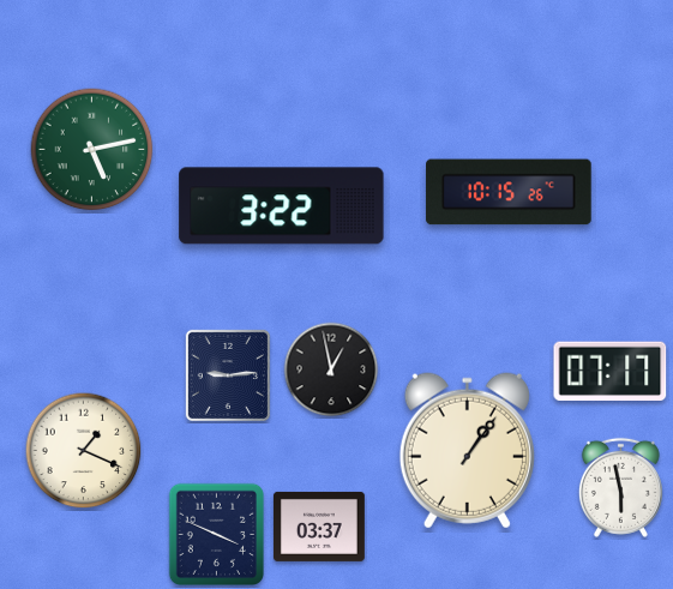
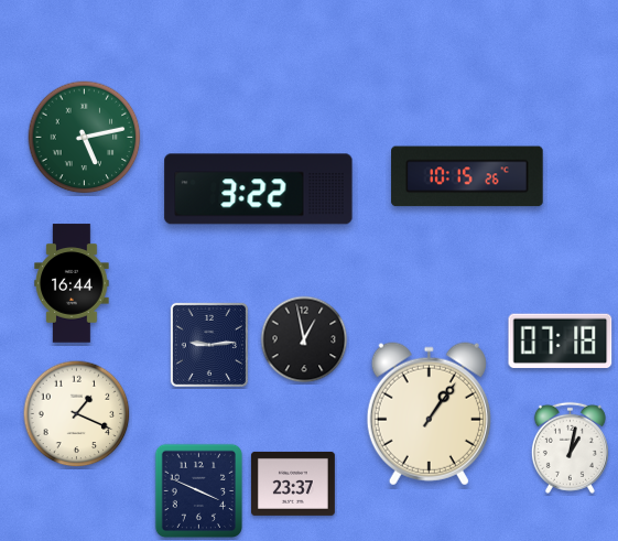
clock at (72, 283): none -> 16:44
clock at (611, 371): 07:17 -> 07:18
clock at (620, 487): 5:58 -> 1:02
clock at (319, 527): 03:37 -> 23:37
